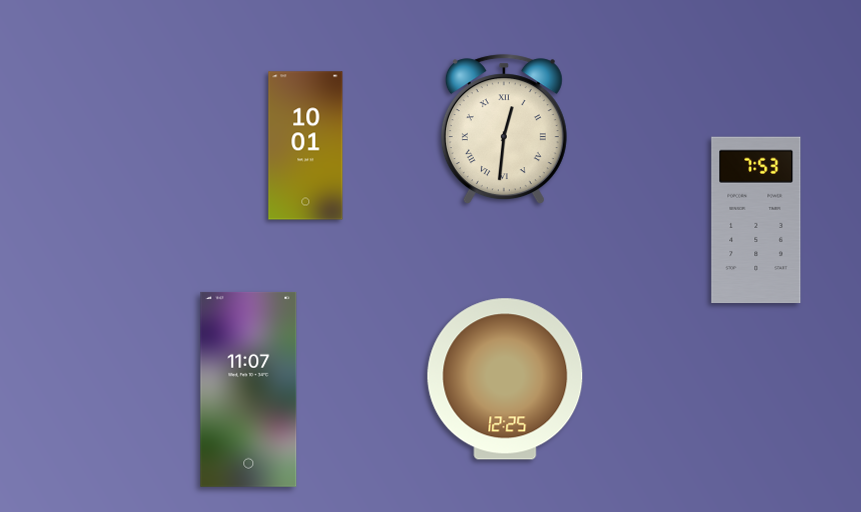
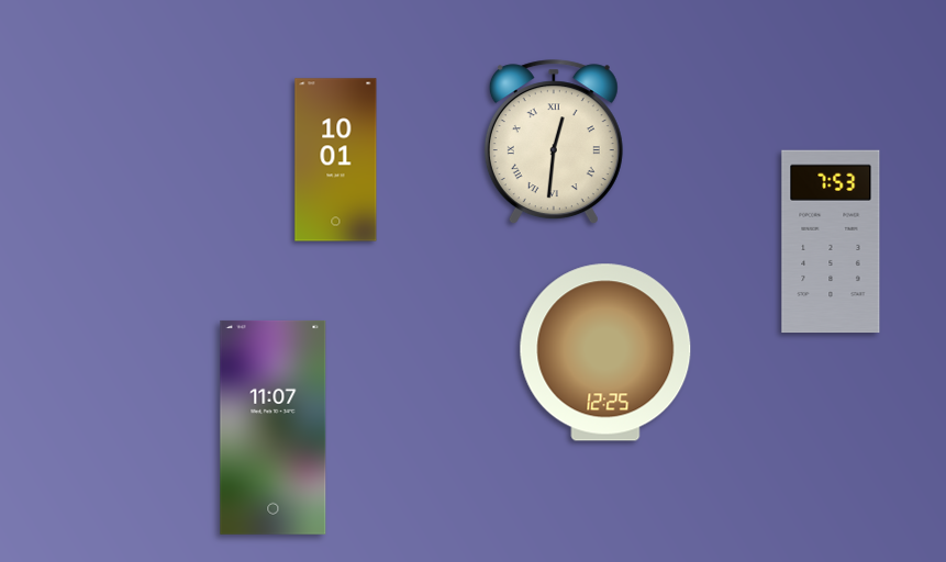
clock at (505, 379) position: (505, 379) -> (605, 352)
